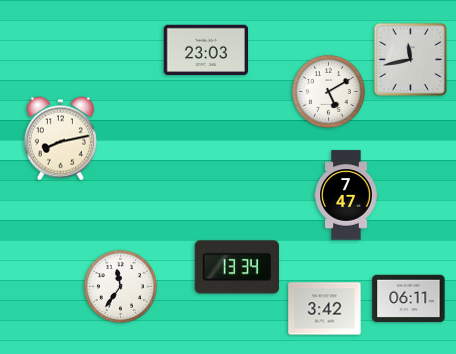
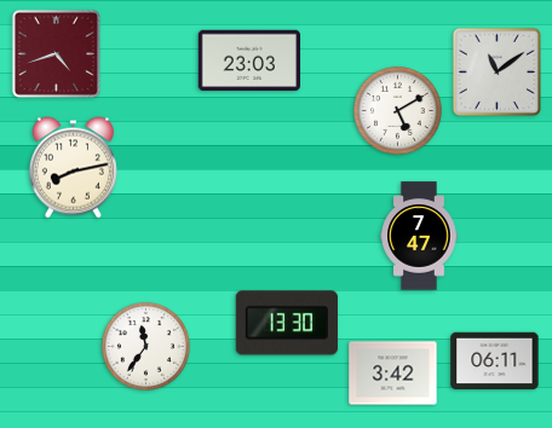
clock at (56, 53): none -> 4:42
clock at (410, 59): 11:43 -> 11:09
clock at (237, 267): 13:34 -> 13:30
